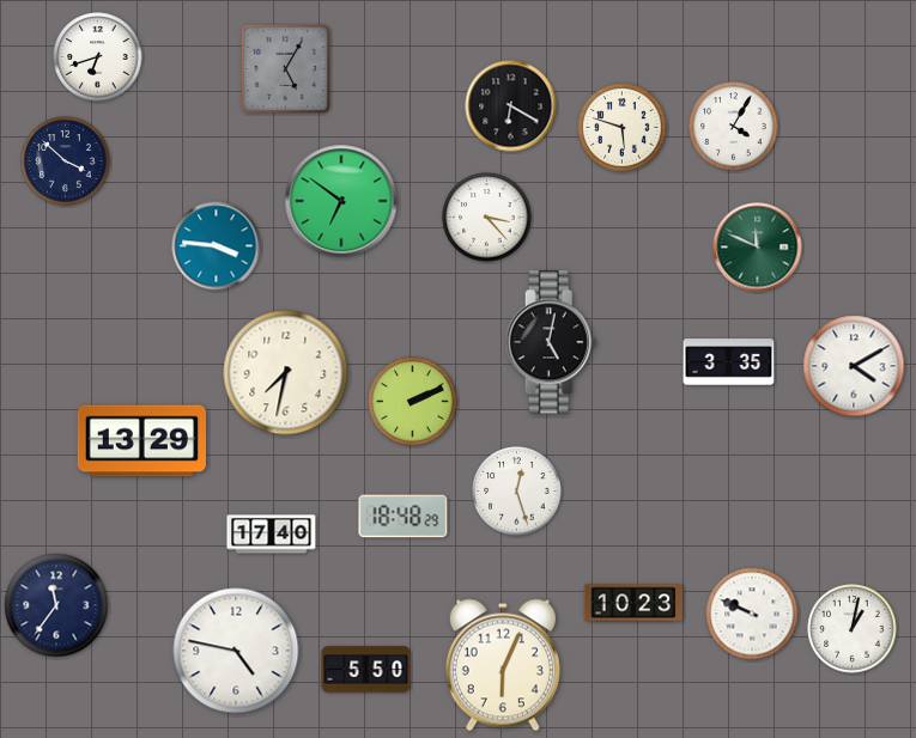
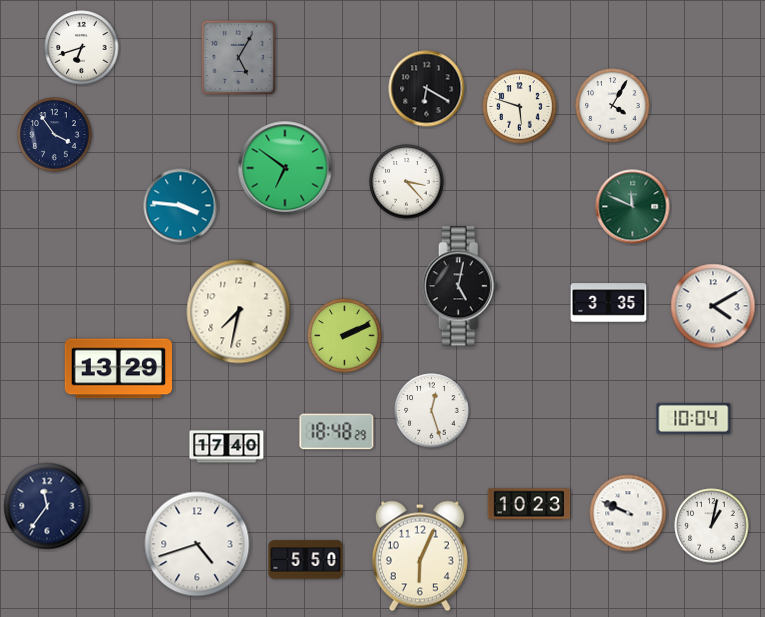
clock at (66, 161): 3:52 -> 3:54
clock at (694, 418): none -> 10:04
clock at (236, 651): 4:47 -> 4:42
